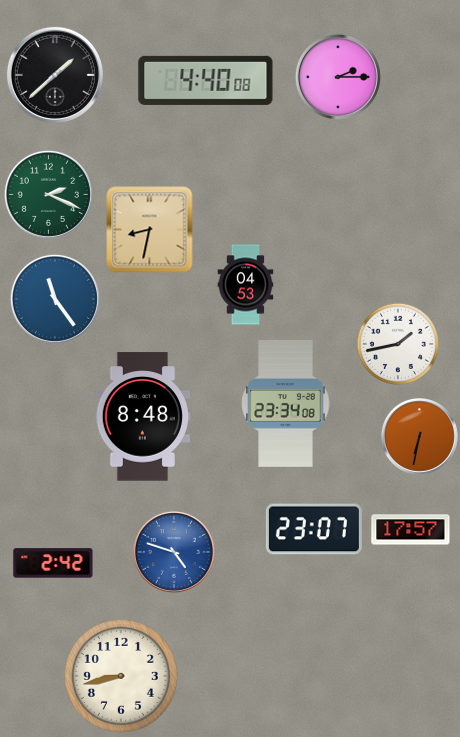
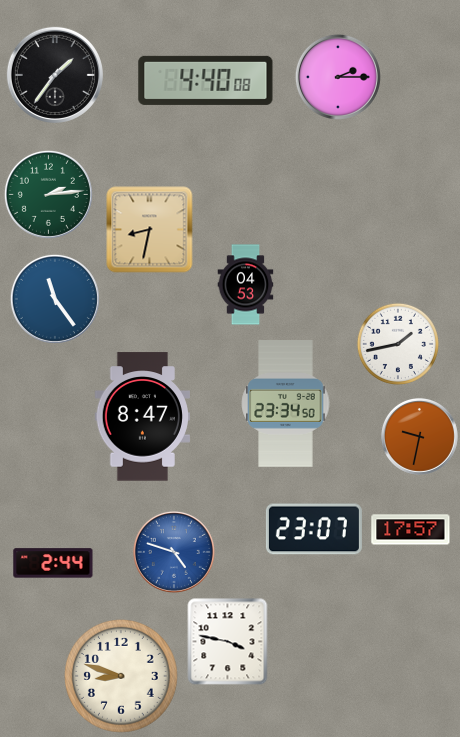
clock at (55, 75): 1:38 -> 1:36
clock at (48, 194): 2:19 -> 2:14
clock at (286, 404): 23:34:08 -> 23:34:50
clock at (142, 417): 8:48 -> 8:47
clock at (419, 436): 6:32 -> 9:32
clock at (53, 563): 2:42 -> 2:44
clock at (228, 642): none -> 3:47
clock at (122, 677): 8:43 -> 8:48
